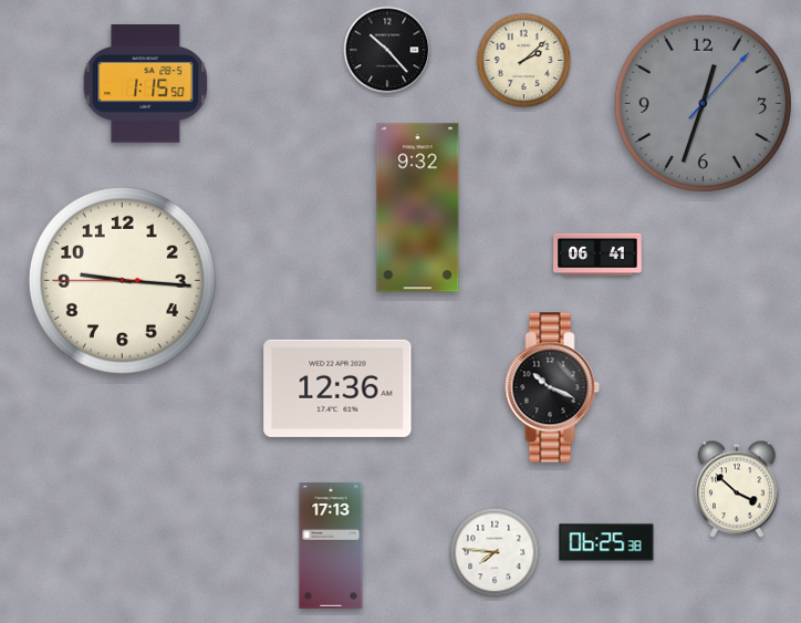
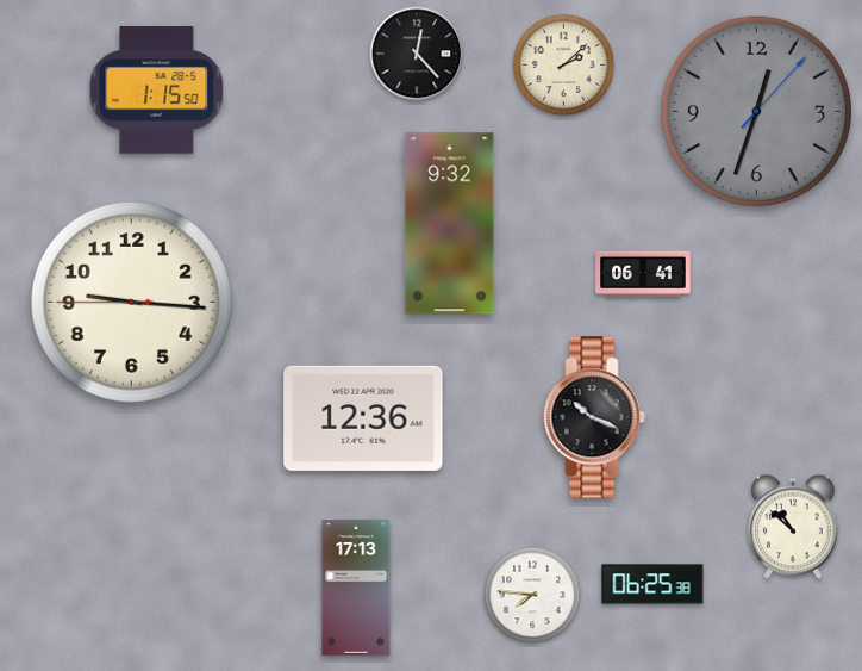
clock at (387, 50): 10:23 -> 12:23
clock at (737, 489): 3:52 -> 10:52
